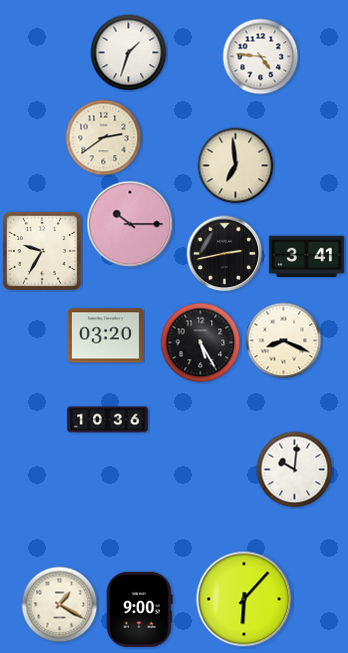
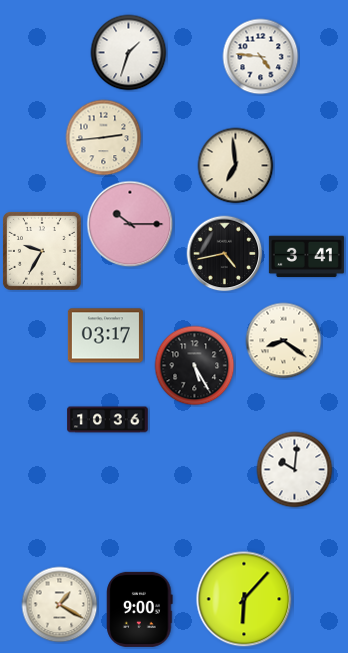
clock at (104, 138): 2:39 -> 2:44
clock at (225, 254): 2:43 -> 4:43
clock at (105, 336): 03:20 -> 03:17
clock at (284, 341): 8:19 -> 8:21
clock at (201, 343) position: (201, 343) -> (195, 366)
